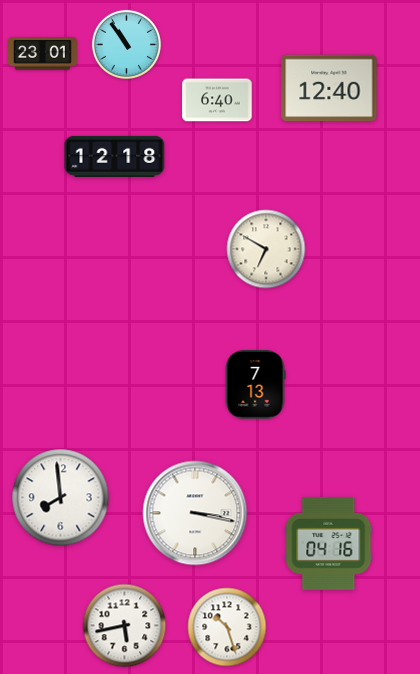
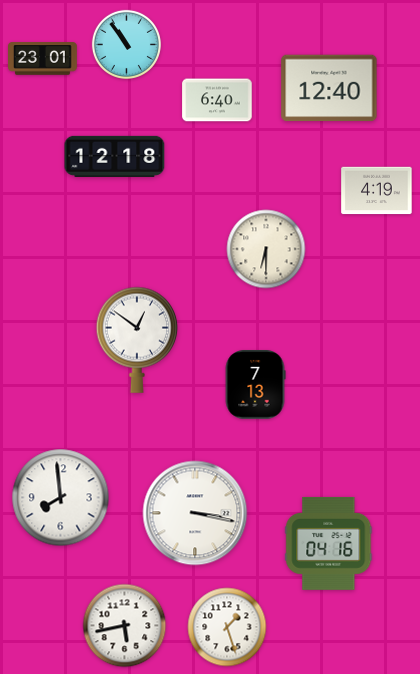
clock at (43, 54) position: (43, 54) -> (43, 59)
clock at (377, 191): none -> 4:19
clock at (266, 249): 6:50 -> 6:30
clock at (137, 340): none -> 12:51
clock at (227, 627): 10:27 -> 1:27
